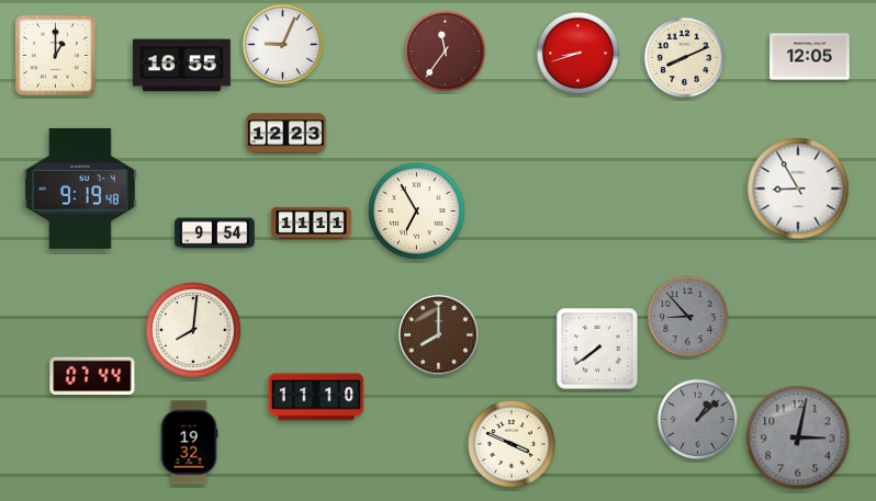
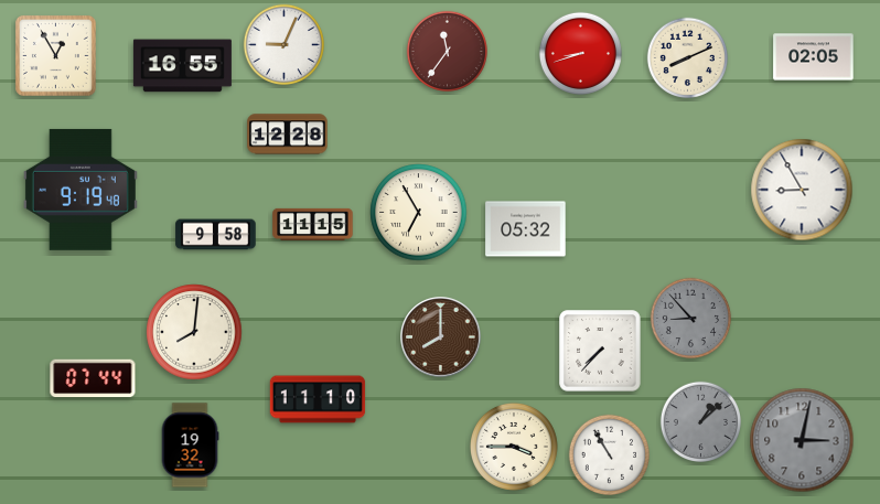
clock at (55, 55): 1:00 -> 12:55
clock at (810, 57): 12:05 -> 02:05
clock at (287, 134): 12:23 -> 12:28
clock at (312, 223): 11:11 -> 11:15
clock at (526, 229): none -> 05:32
clock at (215, 234): 9:54 -> 9:58
clock at (597, 349): 7:39 -> 7:37
clock at (512, 444): 3:49 -> 3:45
clock at (609, 454): none -> 10:55
